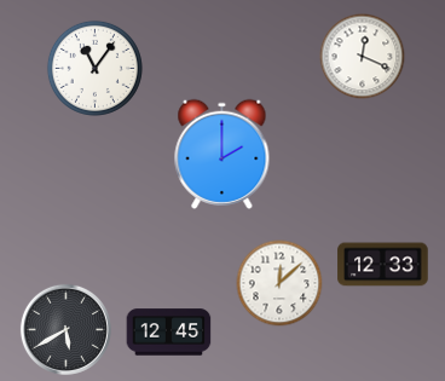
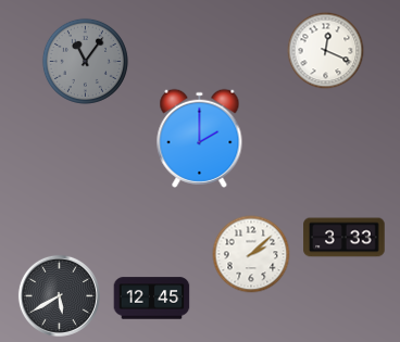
clock at (94, 68) dial: white -> grey
clock at (383, 265): 12:33 -> 3:33
clock at (279, 283): 12:08 -> 2:08
